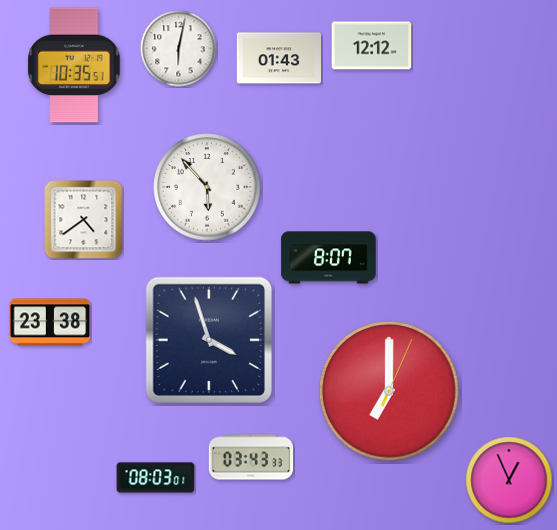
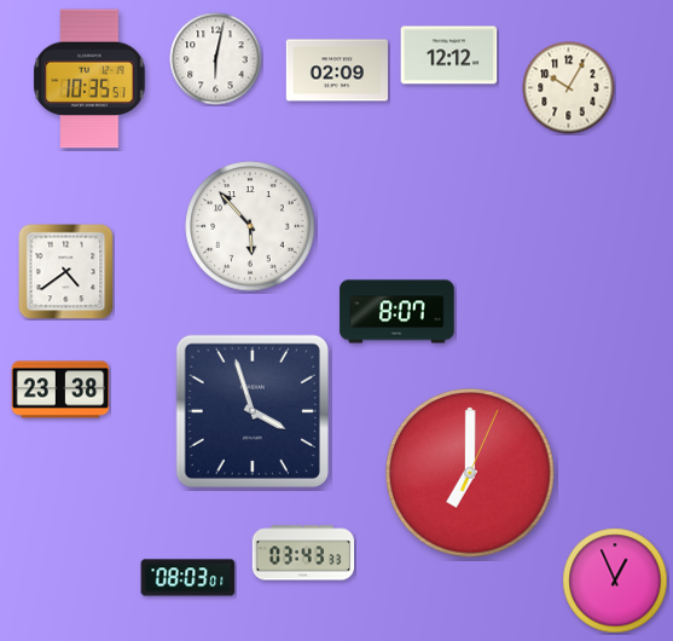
clock at (278, 58): 01:43 -> 02:09
clock at (569, 88): none -> 10:05
clock at (84, 220) position: (84, 220) -> (66, 272)
